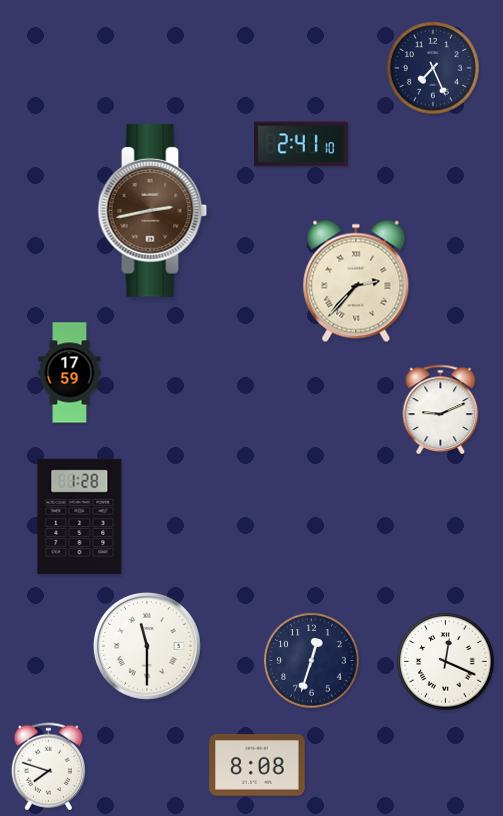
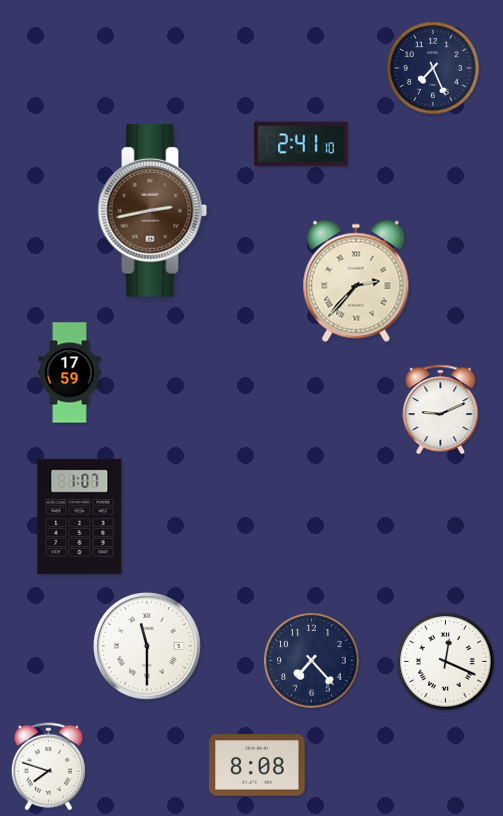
clock at (80, 516): 1:28 -> 1:07
clock at (312, 661): 12:33 -> 7:23
